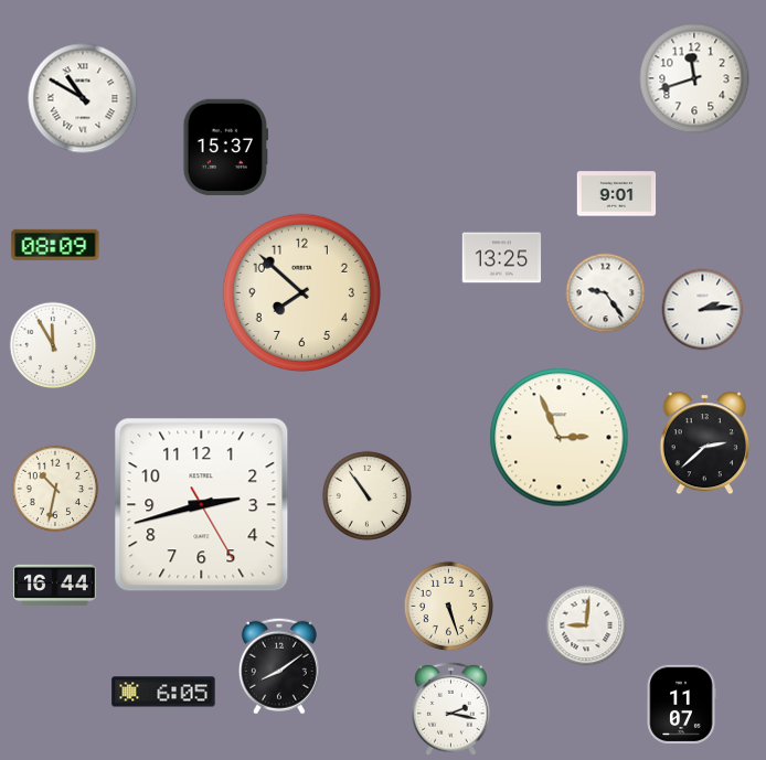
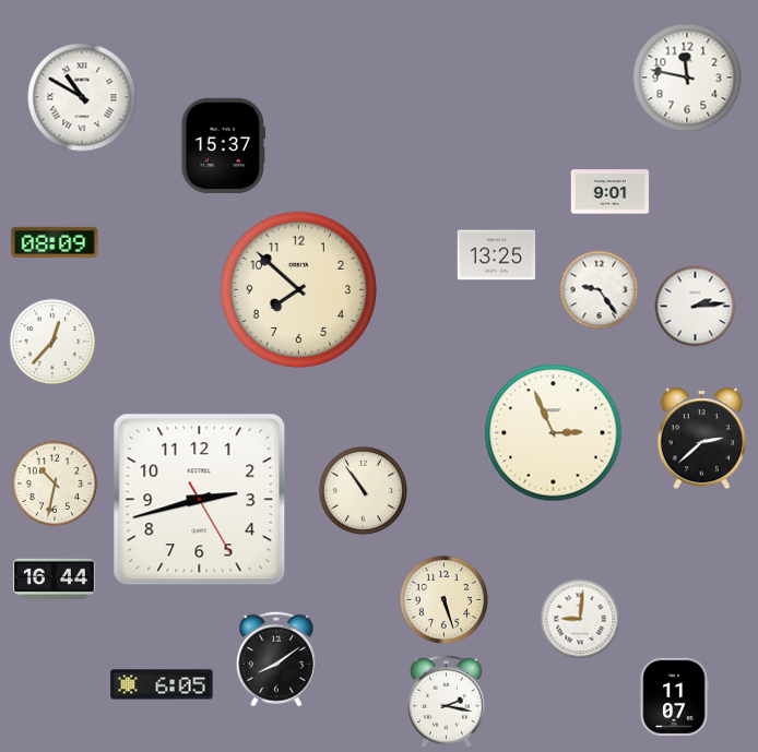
clock at (694, 78): 11:42 -> 11:47
clock at (53, 345): 11:55 -> 12:37
clock at (704, 443) position: (704, 443) -> (701, 439)
